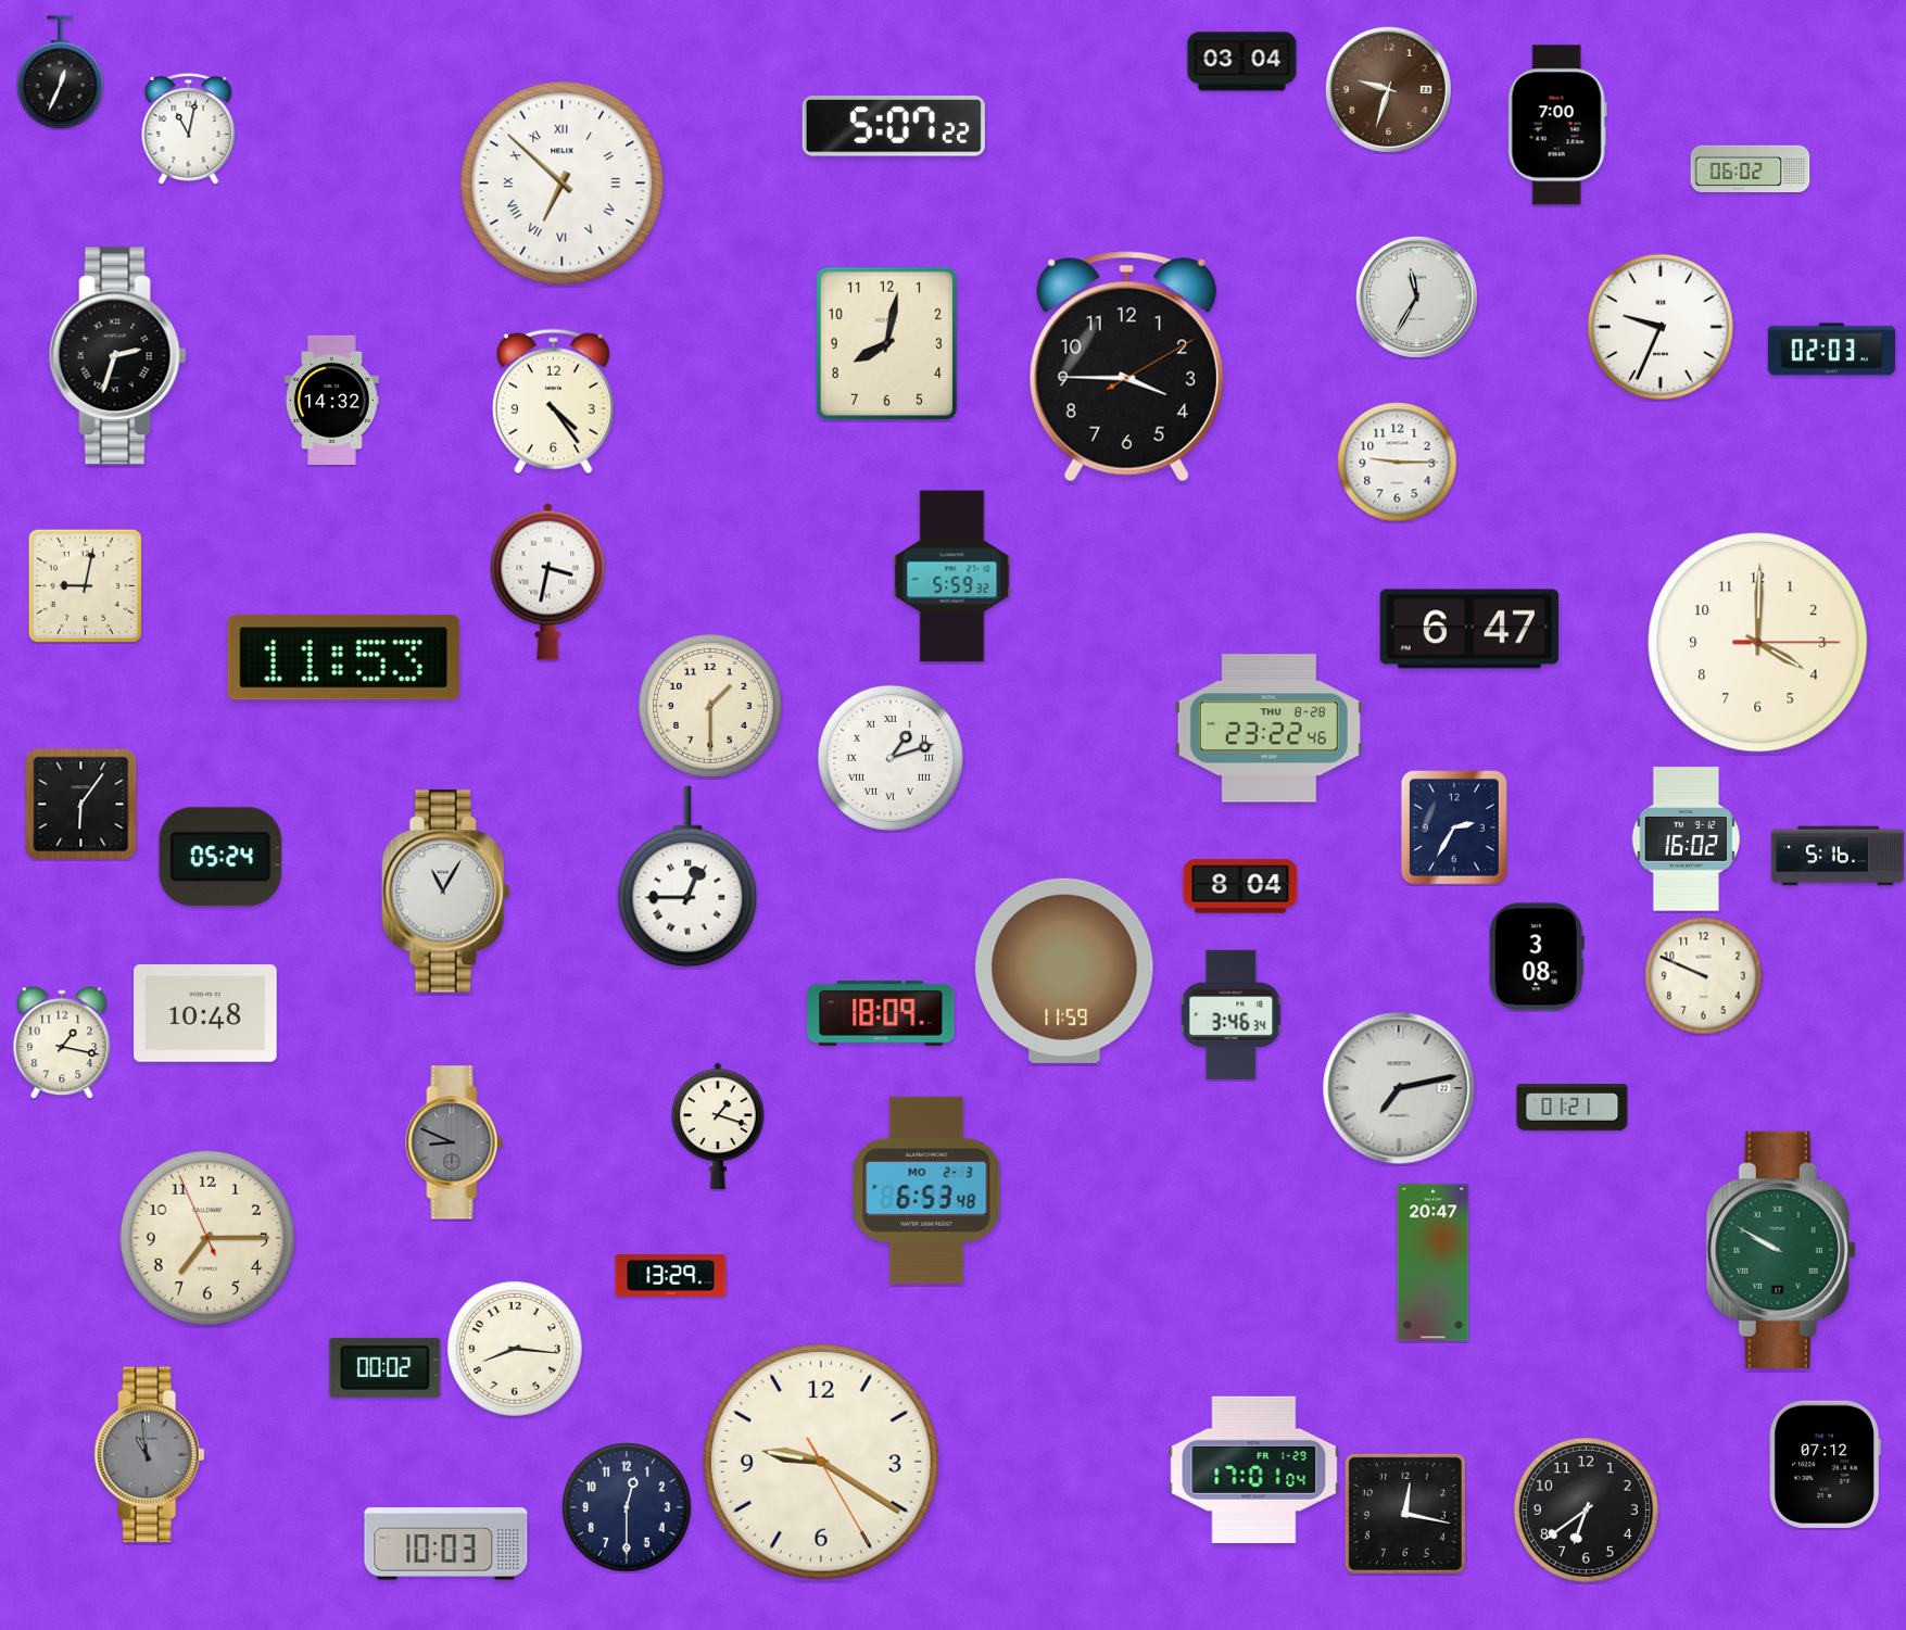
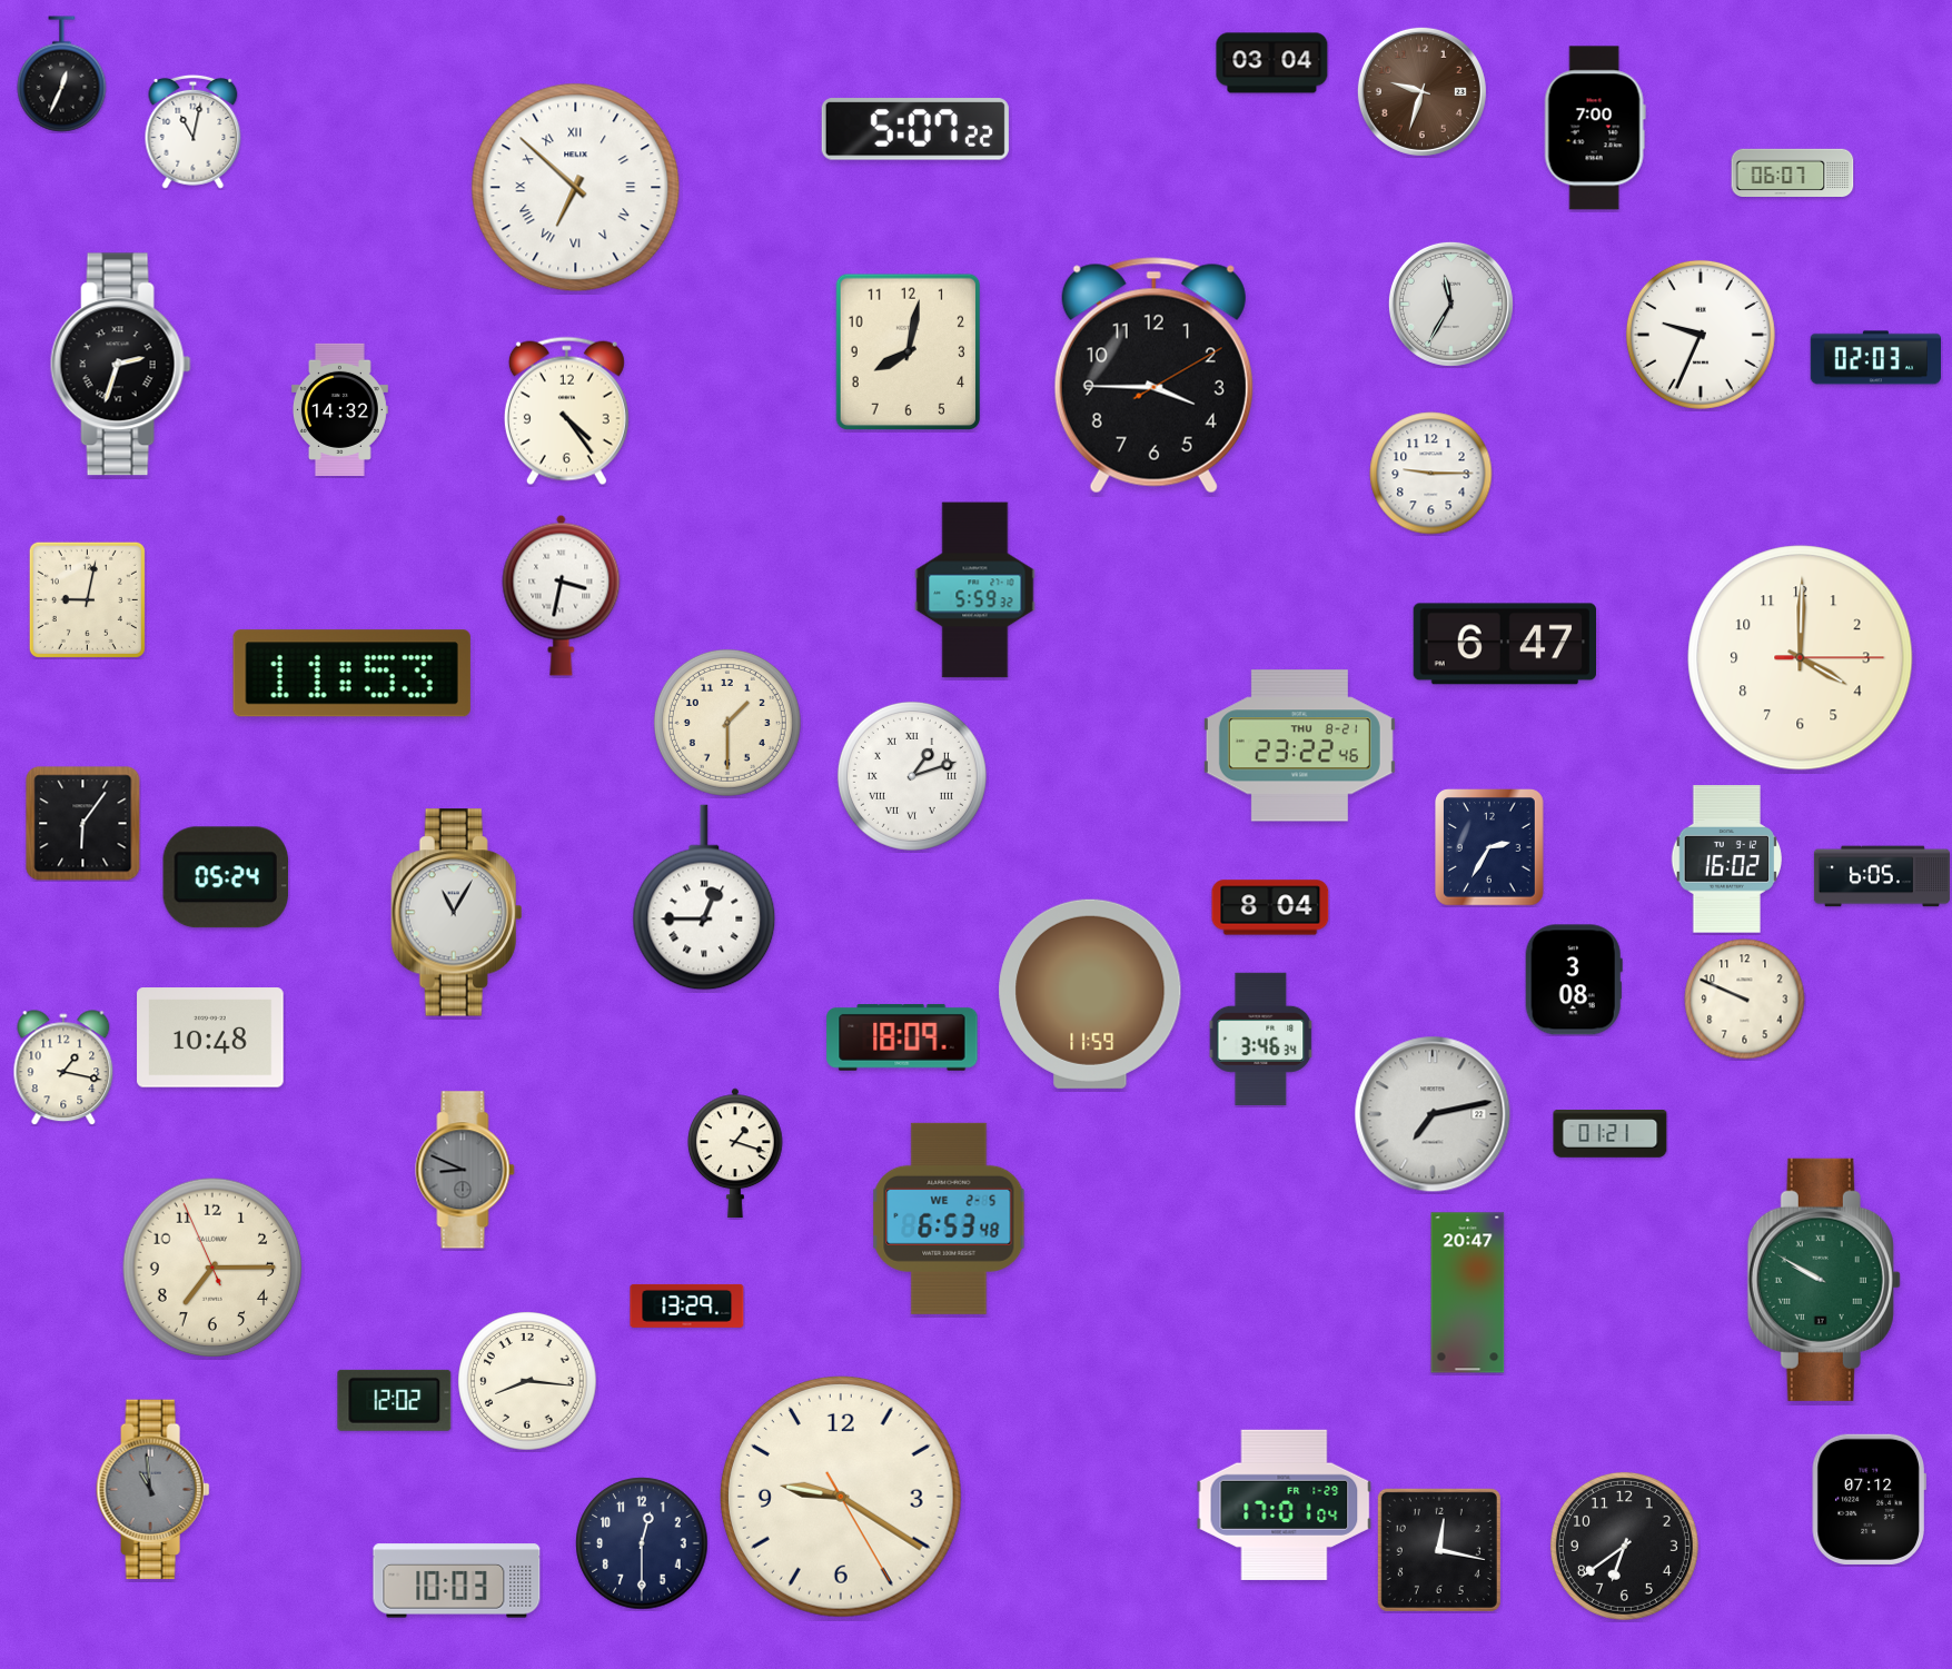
clock at (1751, 169): 06:02 -> 06:07
clock at (1268, 729) date: THU 8-28 -> THU 8-21
clock at (1838, 856): 5:16 -> 6:05
clock at (926, 1190) date: MO 2-3 -> WE 2-5
clock at (386, 1367): 00:02 -> 12:02
